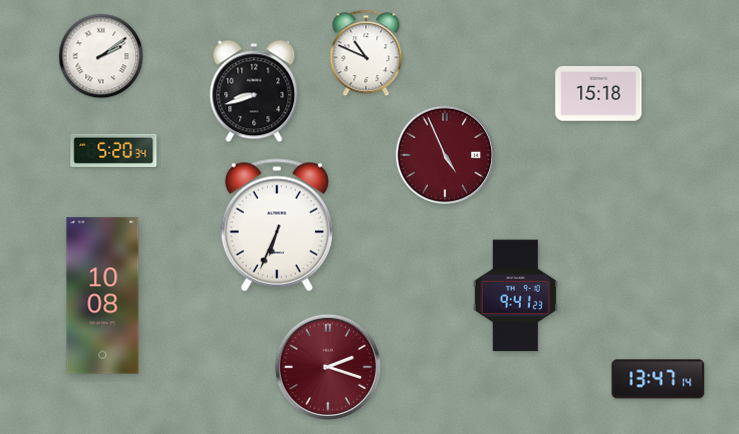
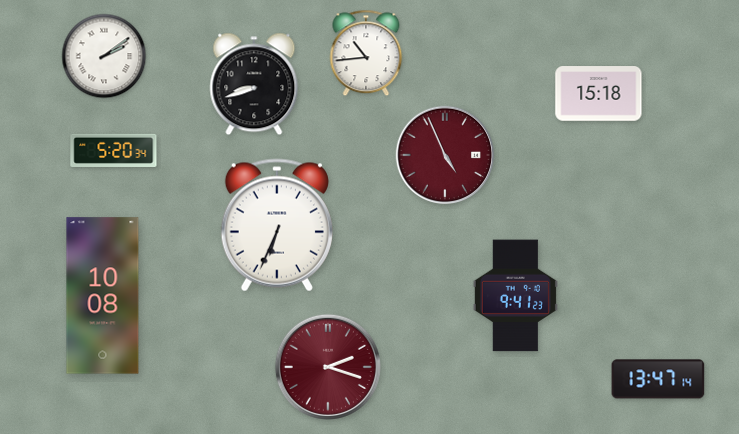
clock at (366, 53): 10:49 -> 10:44
clock at (101, 56) position: (101, 56) -> (104, 56)
clock at (254, 91) position: (254, 91) -> (254, 84)
